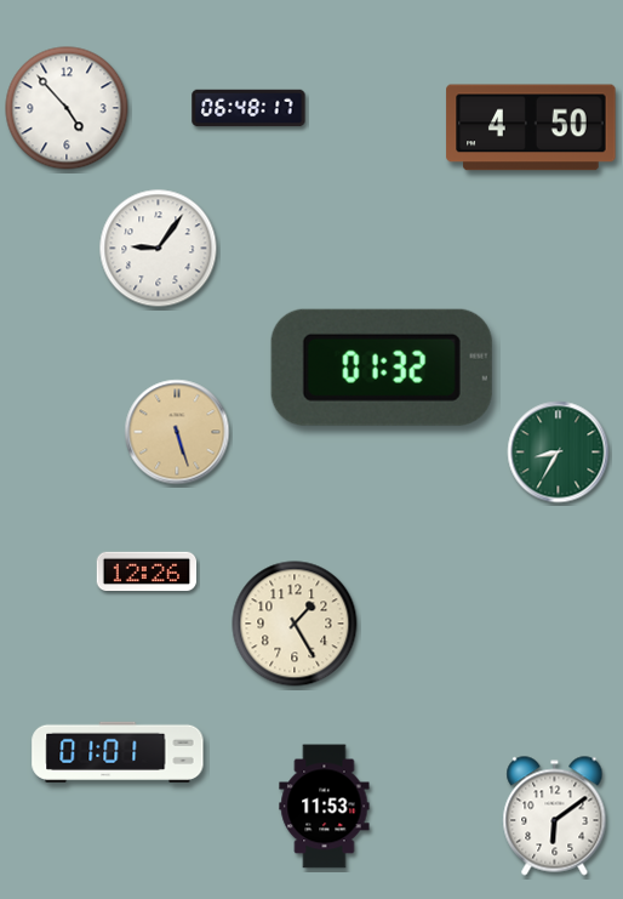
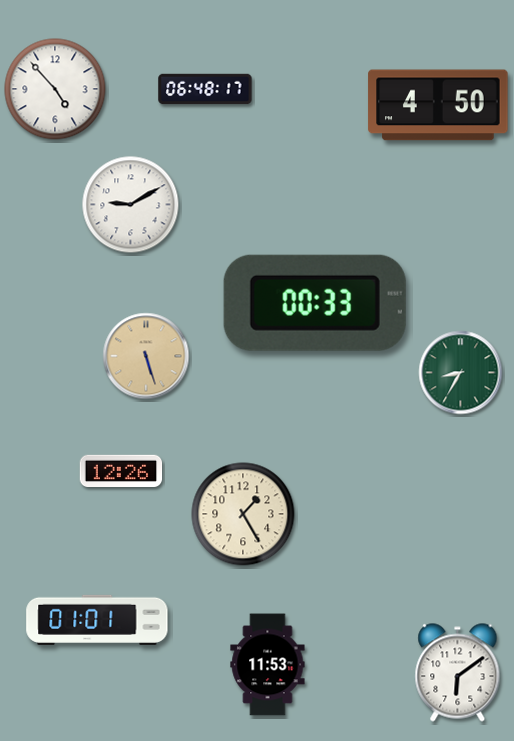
clock at (159, 249): 9:06 -> 9:10
clock at (382, 368): 01:32 -> 00:33
